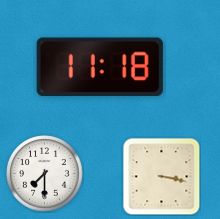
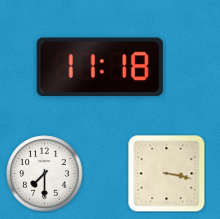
clock at (162, 177) position: (162, 177) -> (167, 174)
